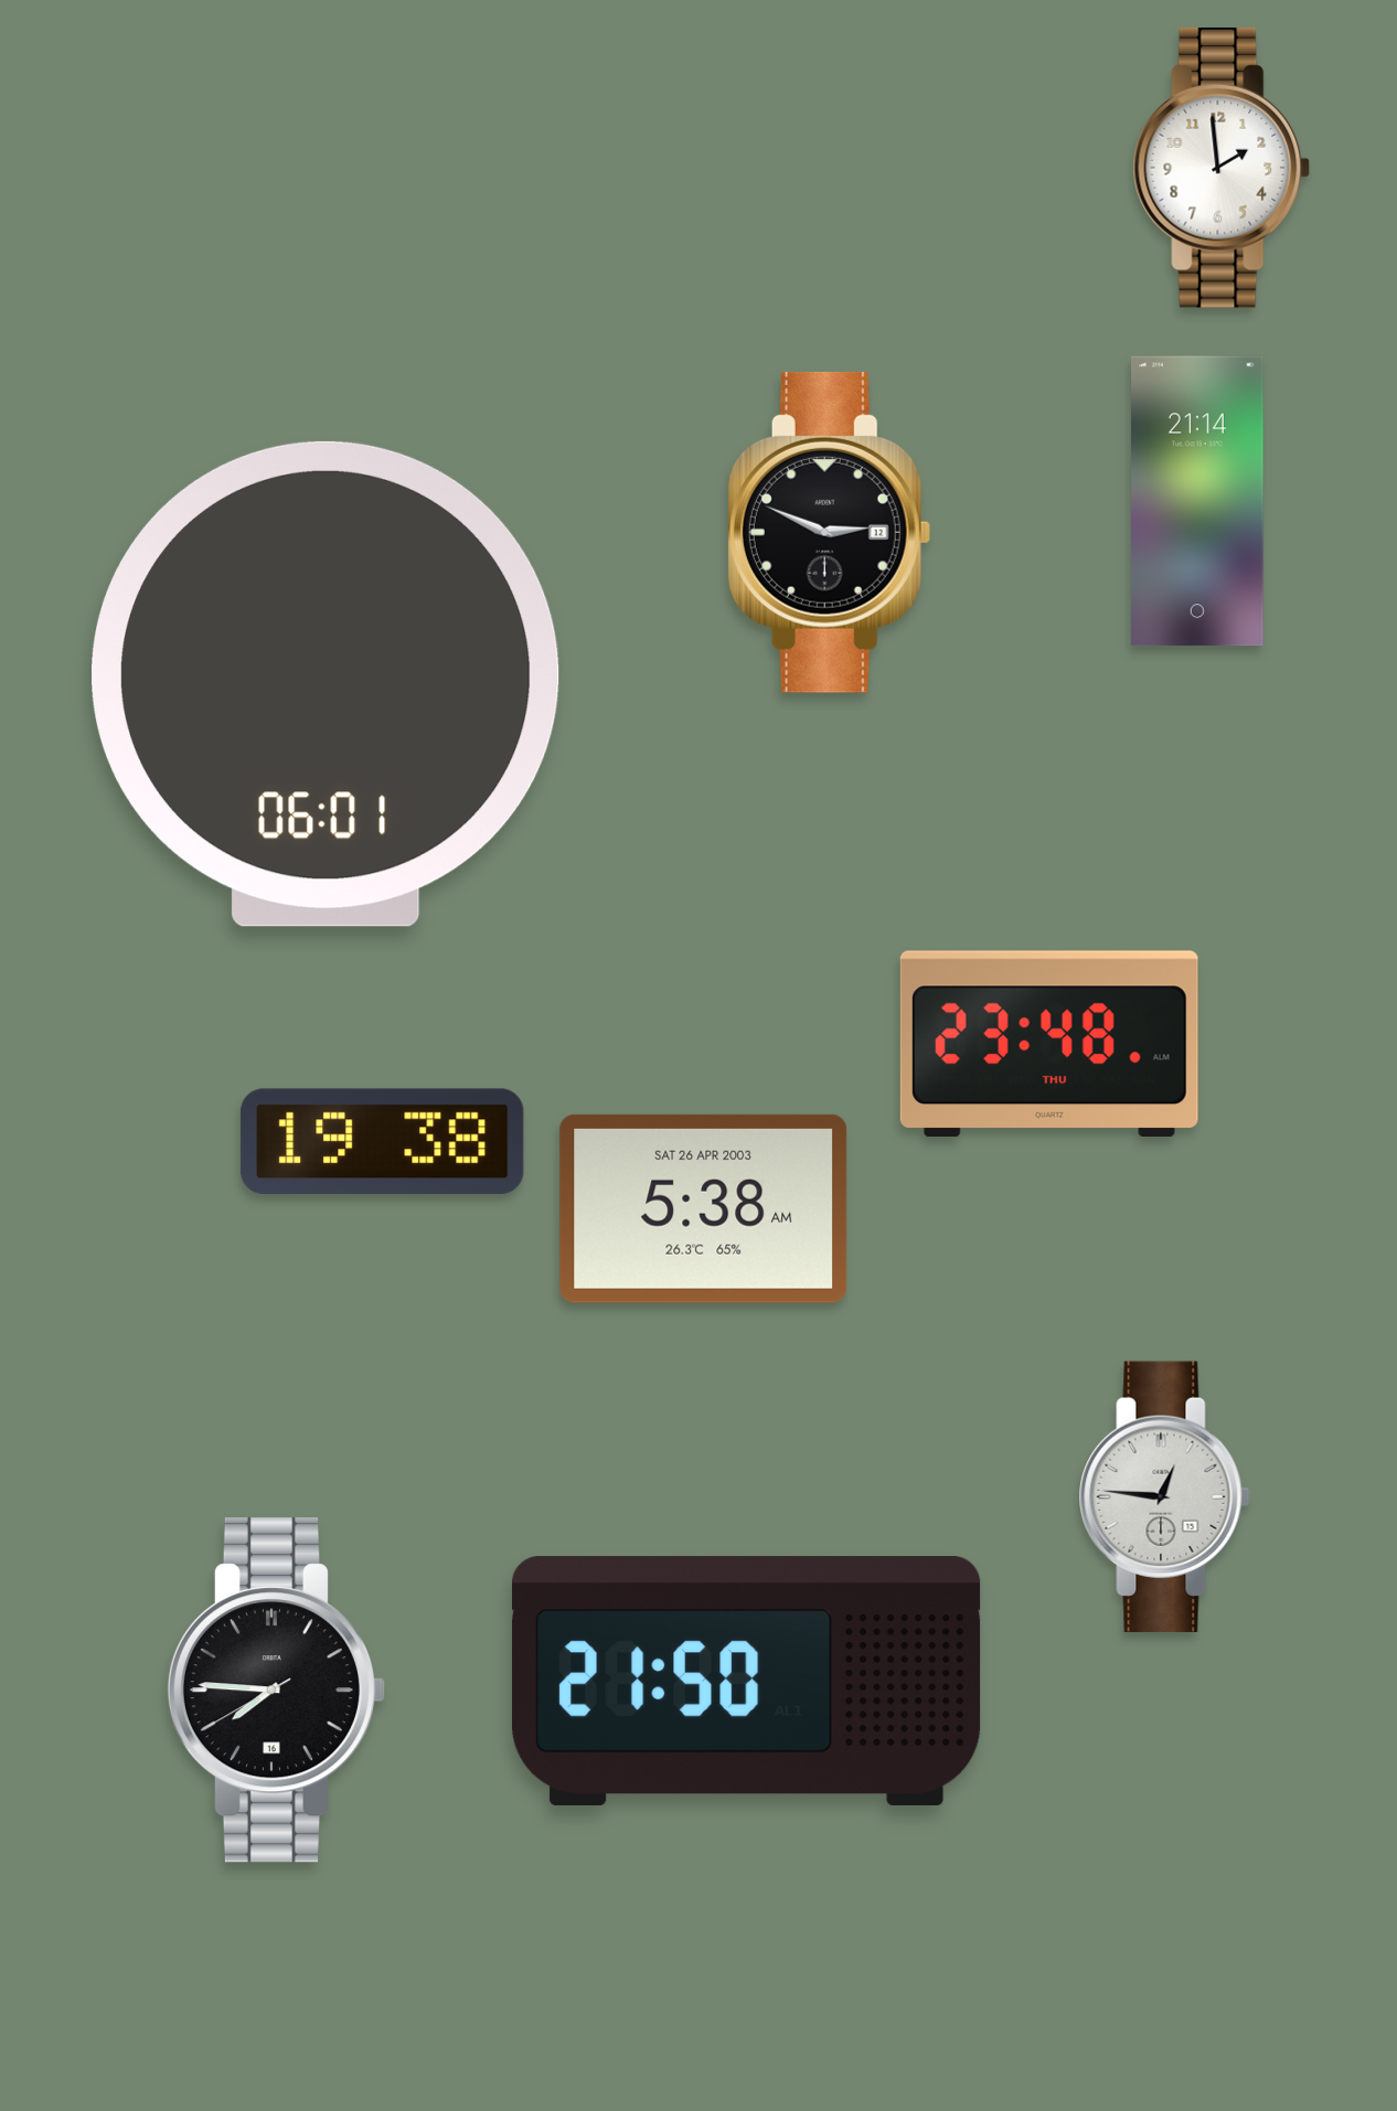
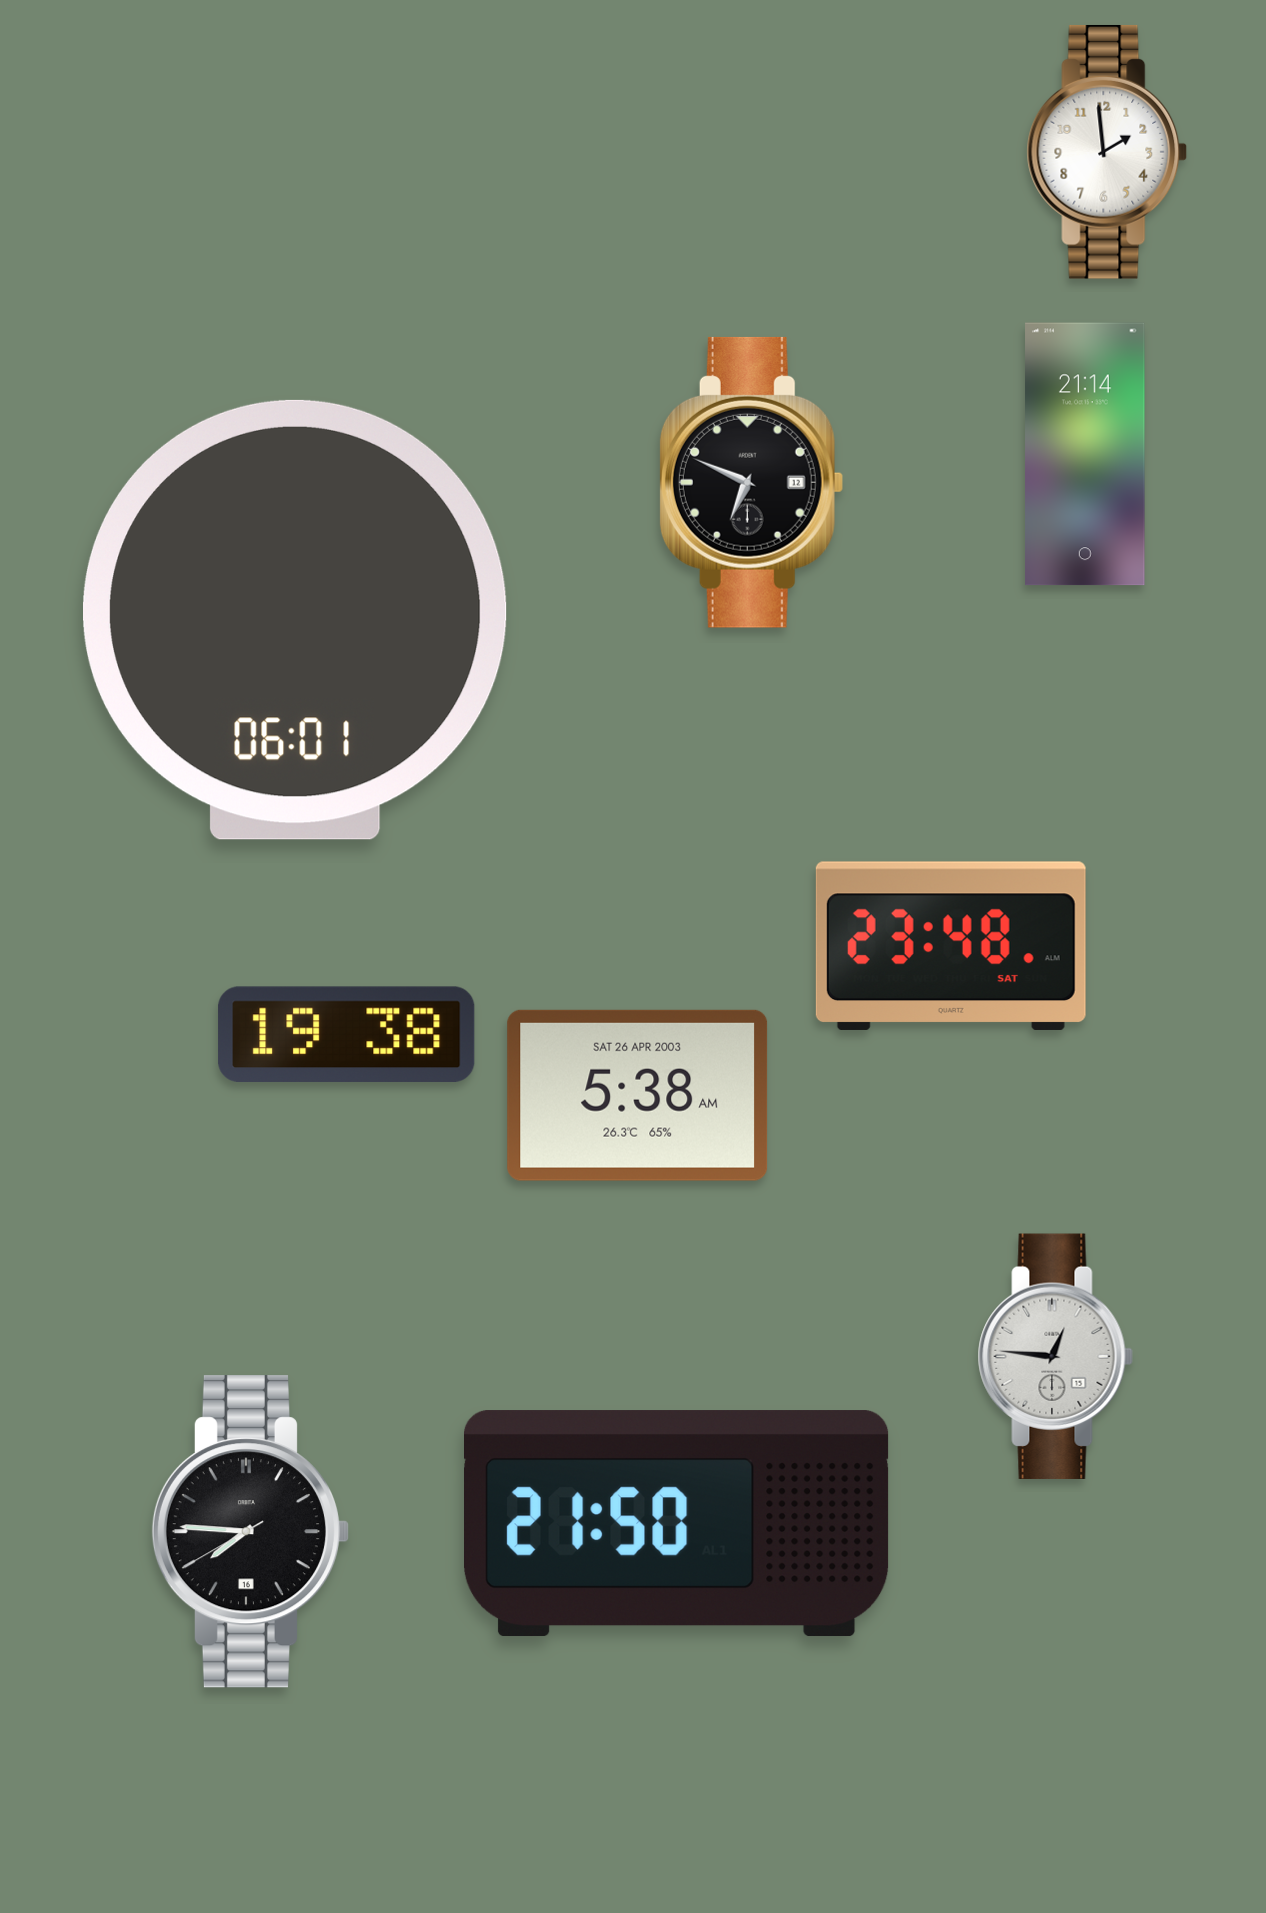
clock at (829, 532): 2:49 -> 6:49
clock at (1049, 1044) date: THU -> SAT
